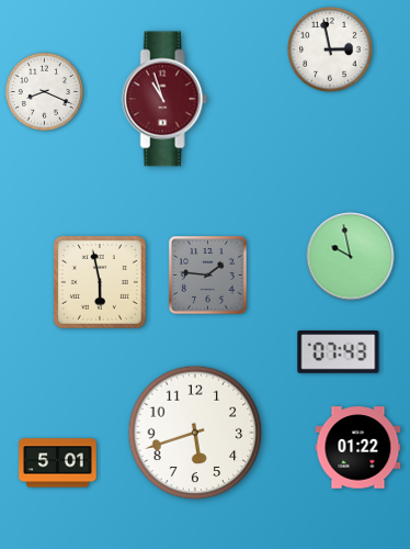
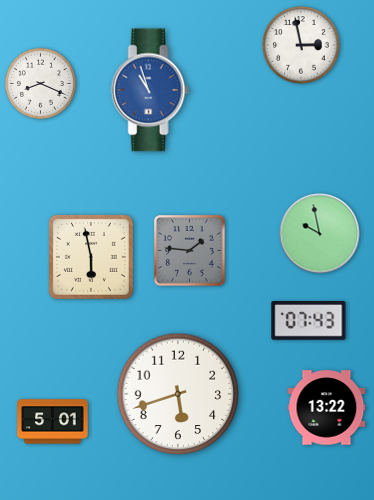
clock at (164, 99) dial: burgundy -> blue
clock at (358, 448): 01:22 -> 13:22
